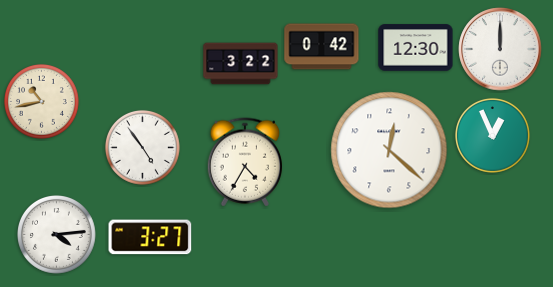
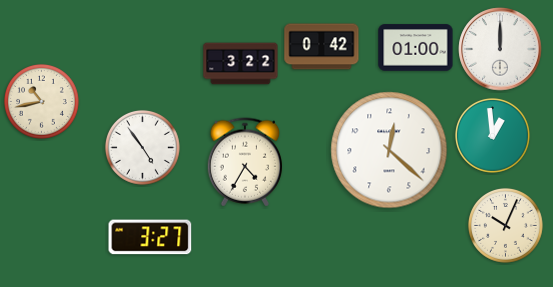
clock at (416, 48): 12:30 -> 01:00
clock at (492, 135): 12:56 -> 12:59
clock at (505, 225): none -> 10:04
clock at (57, 235): 4:14 -> none
